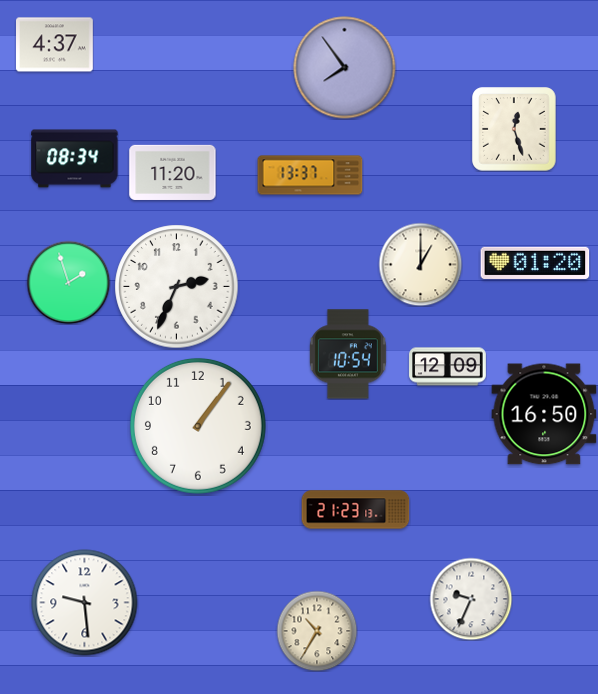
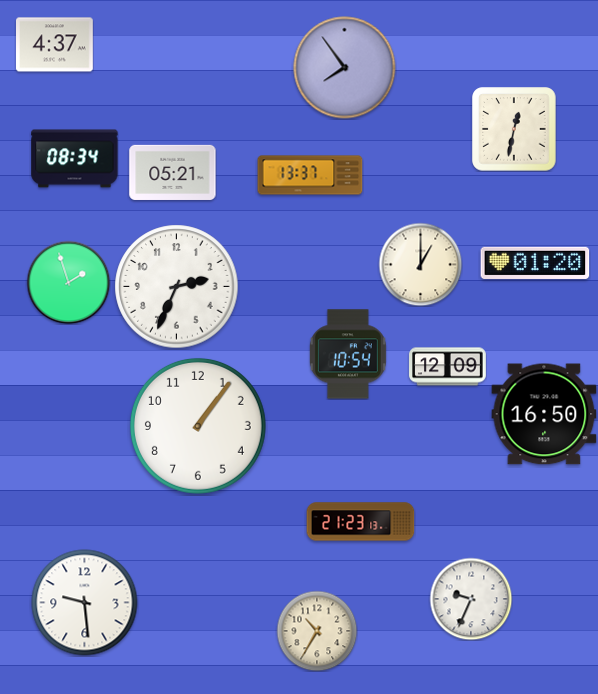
clock at (514, 129): 12:27 -> 12:32
clock at (173, 172): 11:20 -> 05:21
clock at (356, 510) position: (356, 510) -> (361, 522)
